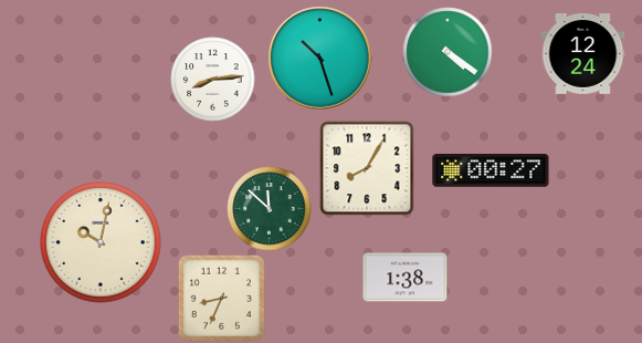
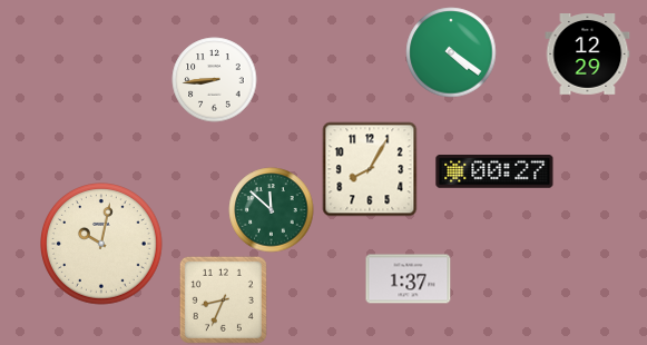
clock at (583, 54): 12:24 -> 12:29
clock at (320, 59): 10:27 -> none
clock at (213, 80): 8:14 -> 8:44
clock at (406, 278): 1:38 -> 1:37
